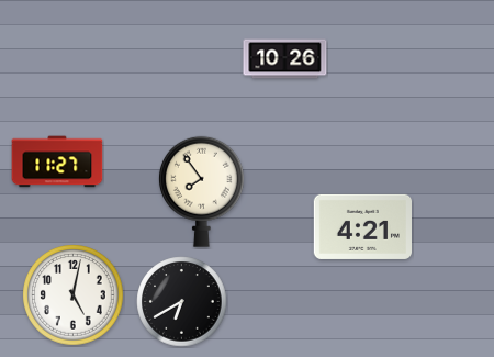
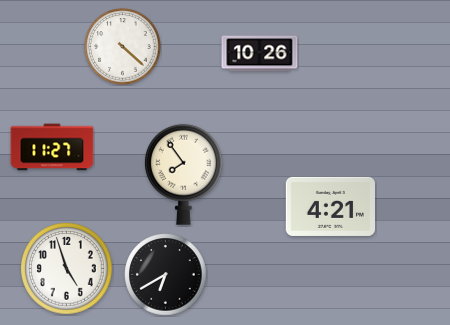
clock at (123, 47): none -> 4:22
clock at (74, 295): 5:02 -> 4:57
